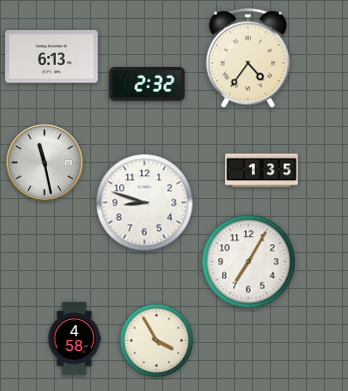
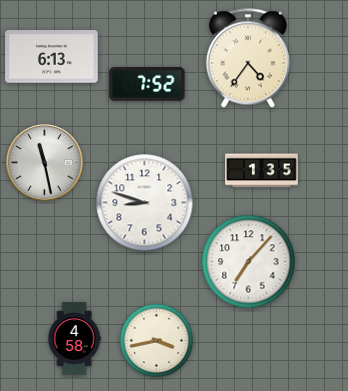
clock at (147, 84): 2:32 -> 7:52
clock at (249, 262): 7:05 -> 7:07
clock at (157, 341): 3:55 -> 3:43
